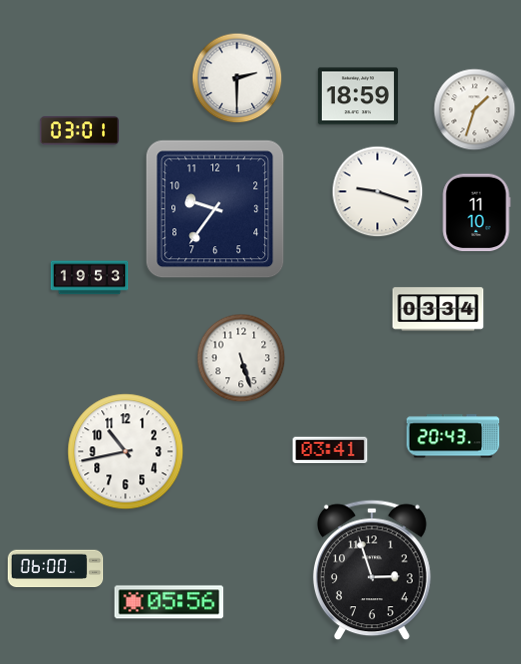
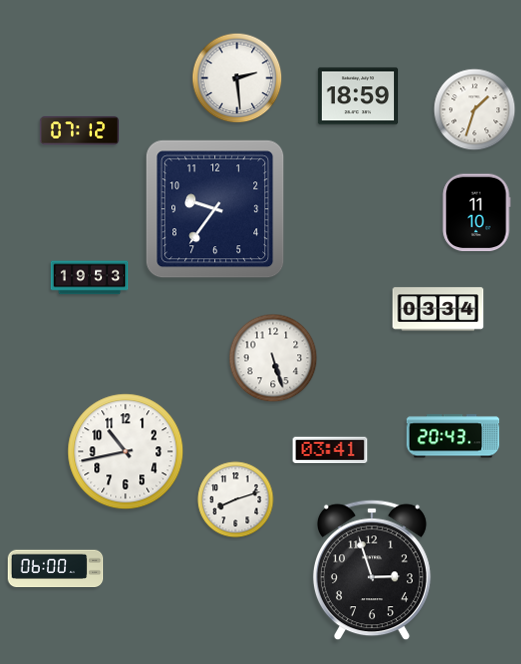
clock at (237, 78): 2:30 -> 2:29
clock at (79, 131): 03:01 -> 07:12
clock at (378, 192): 9:18 -> none
clock at (241, 358) position: (241, 358) -> (273, 358)
clock at (236, 500): none -> 8:12
clock at (169, 602): 05:56 -> none
